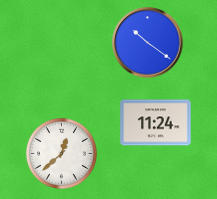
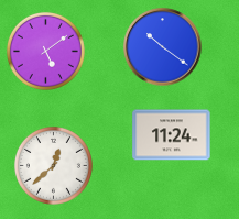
clock at (45, 51): none -> 5:09
clock at (61, 153) position: (61, 153) -> (53, 165)
